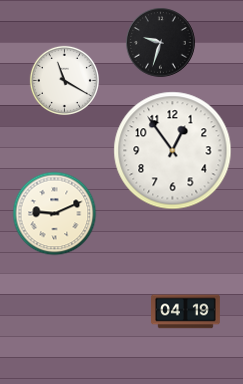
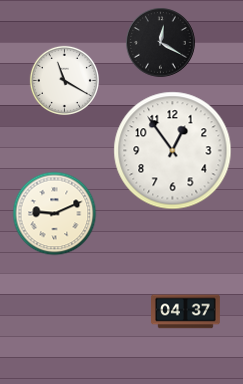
clock at (161, 43): 9:33 -> 12:20
clock at (186, 312): 04:19 -> 04:37
